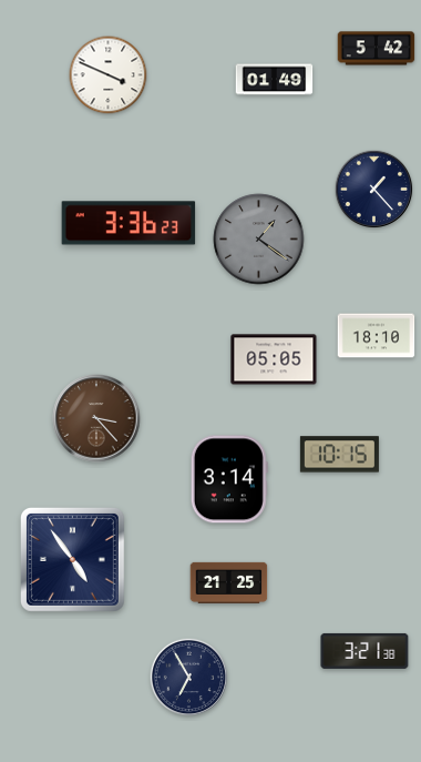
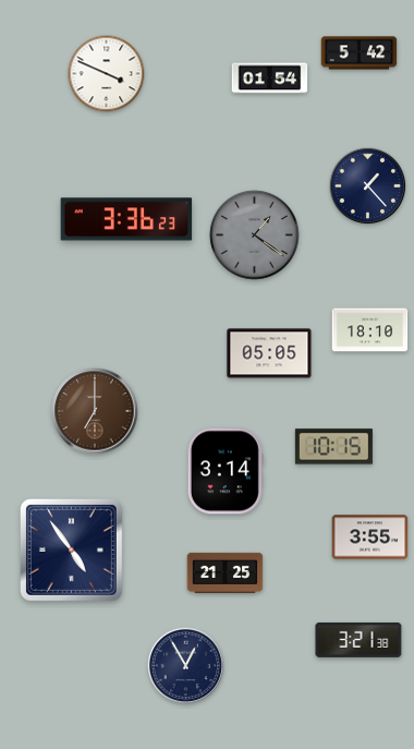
clock at (377, 49) position: (377, 49) -> (360, 53)
clock at (275, 80): 01:49 -> 01:54
clock at (96, 418): 3:23 -> 7:00
clock at (370, 537): none -> 3:55
clock at (189, 678): 6:55 -> 12:55
